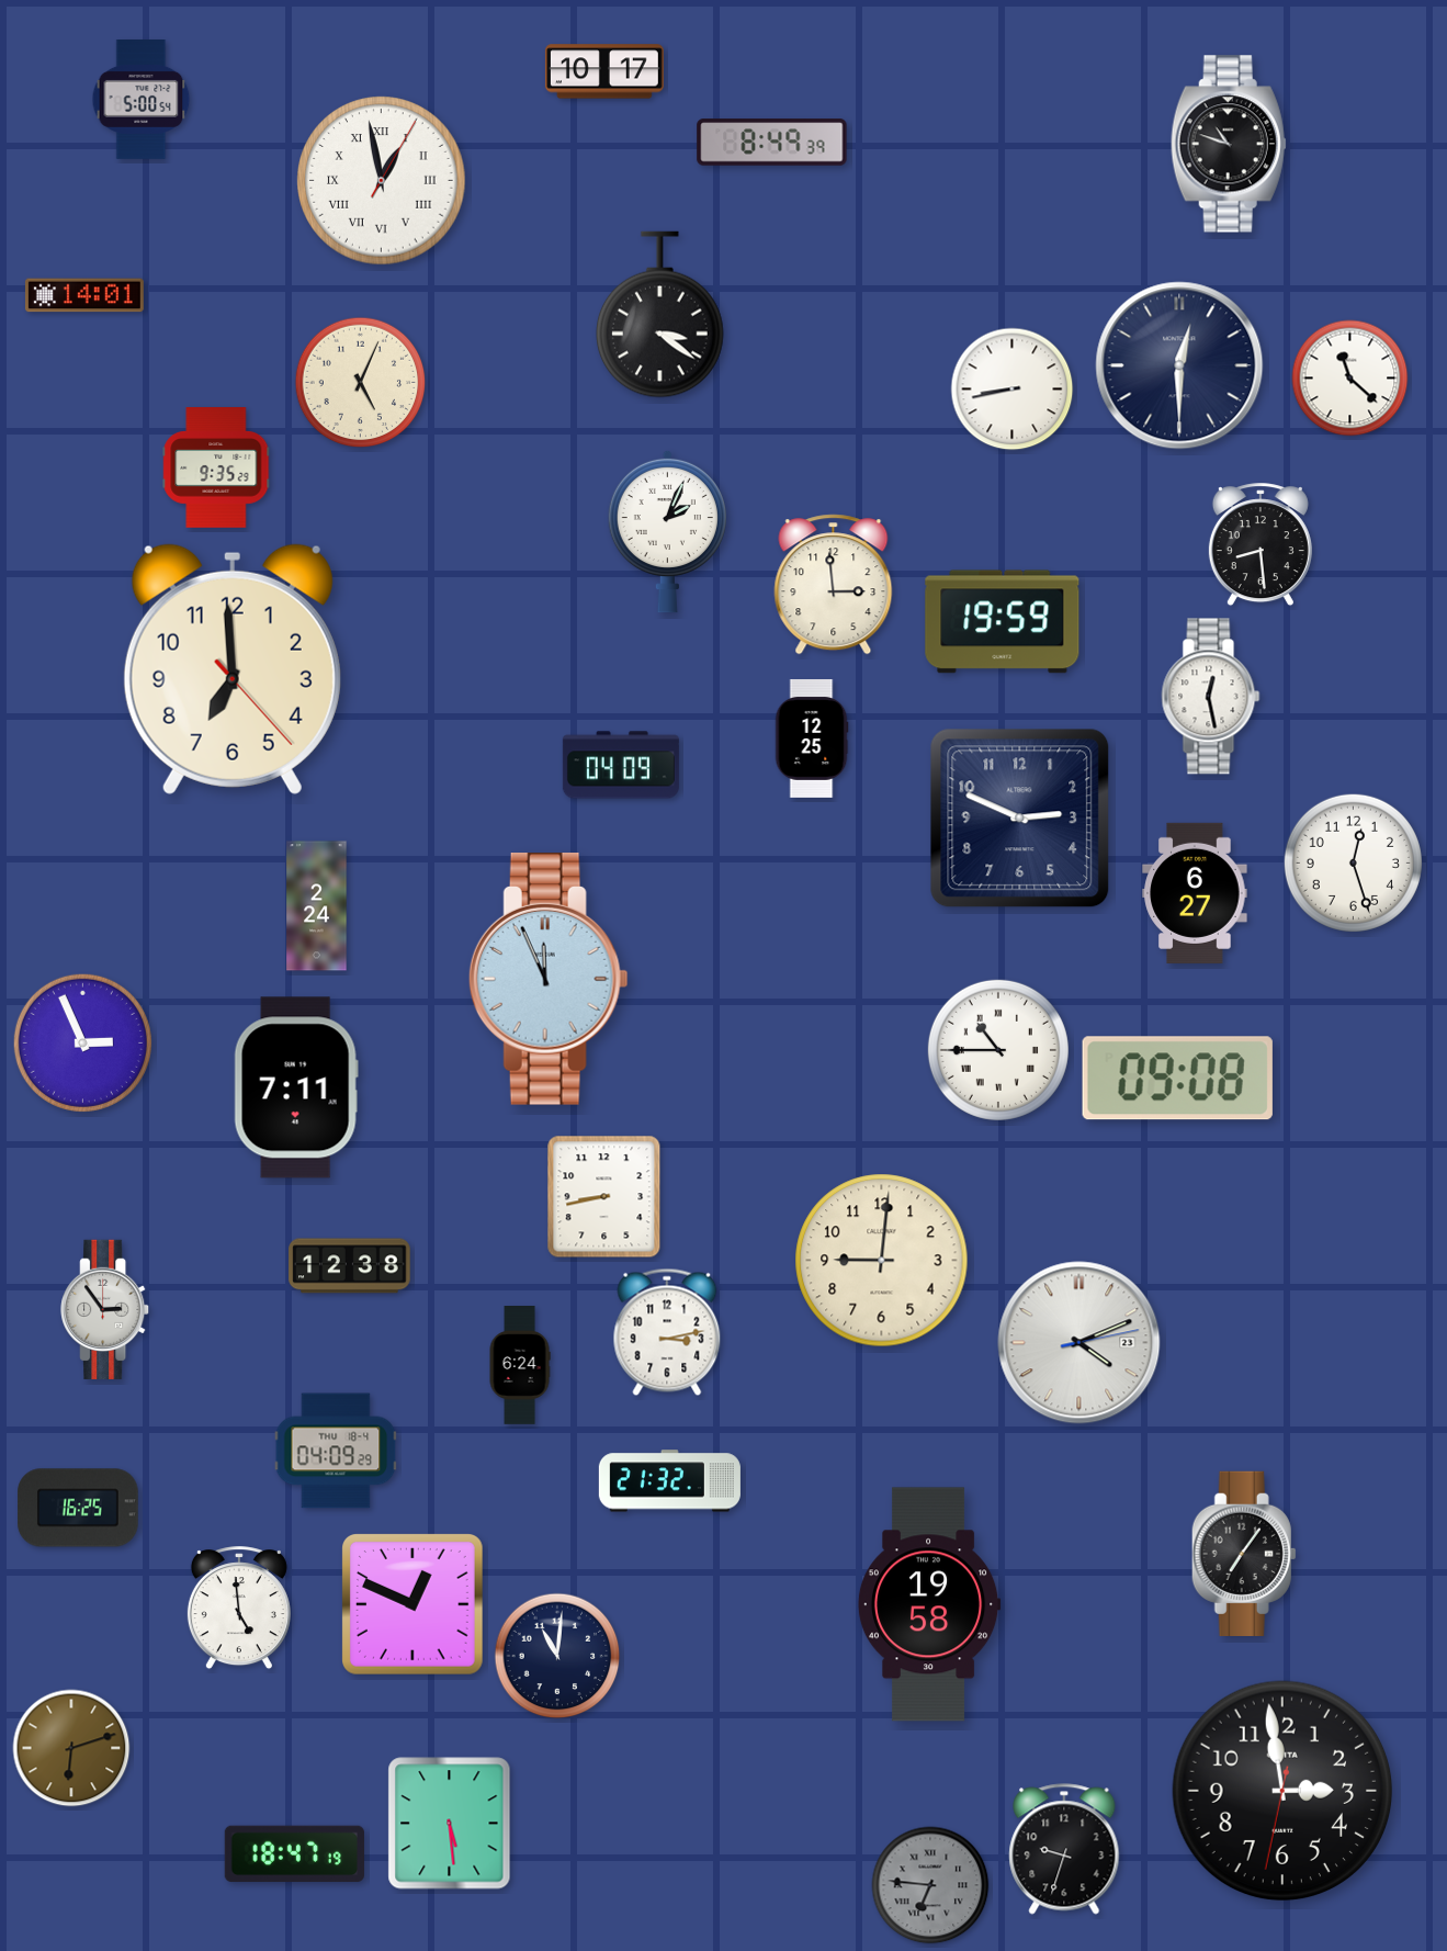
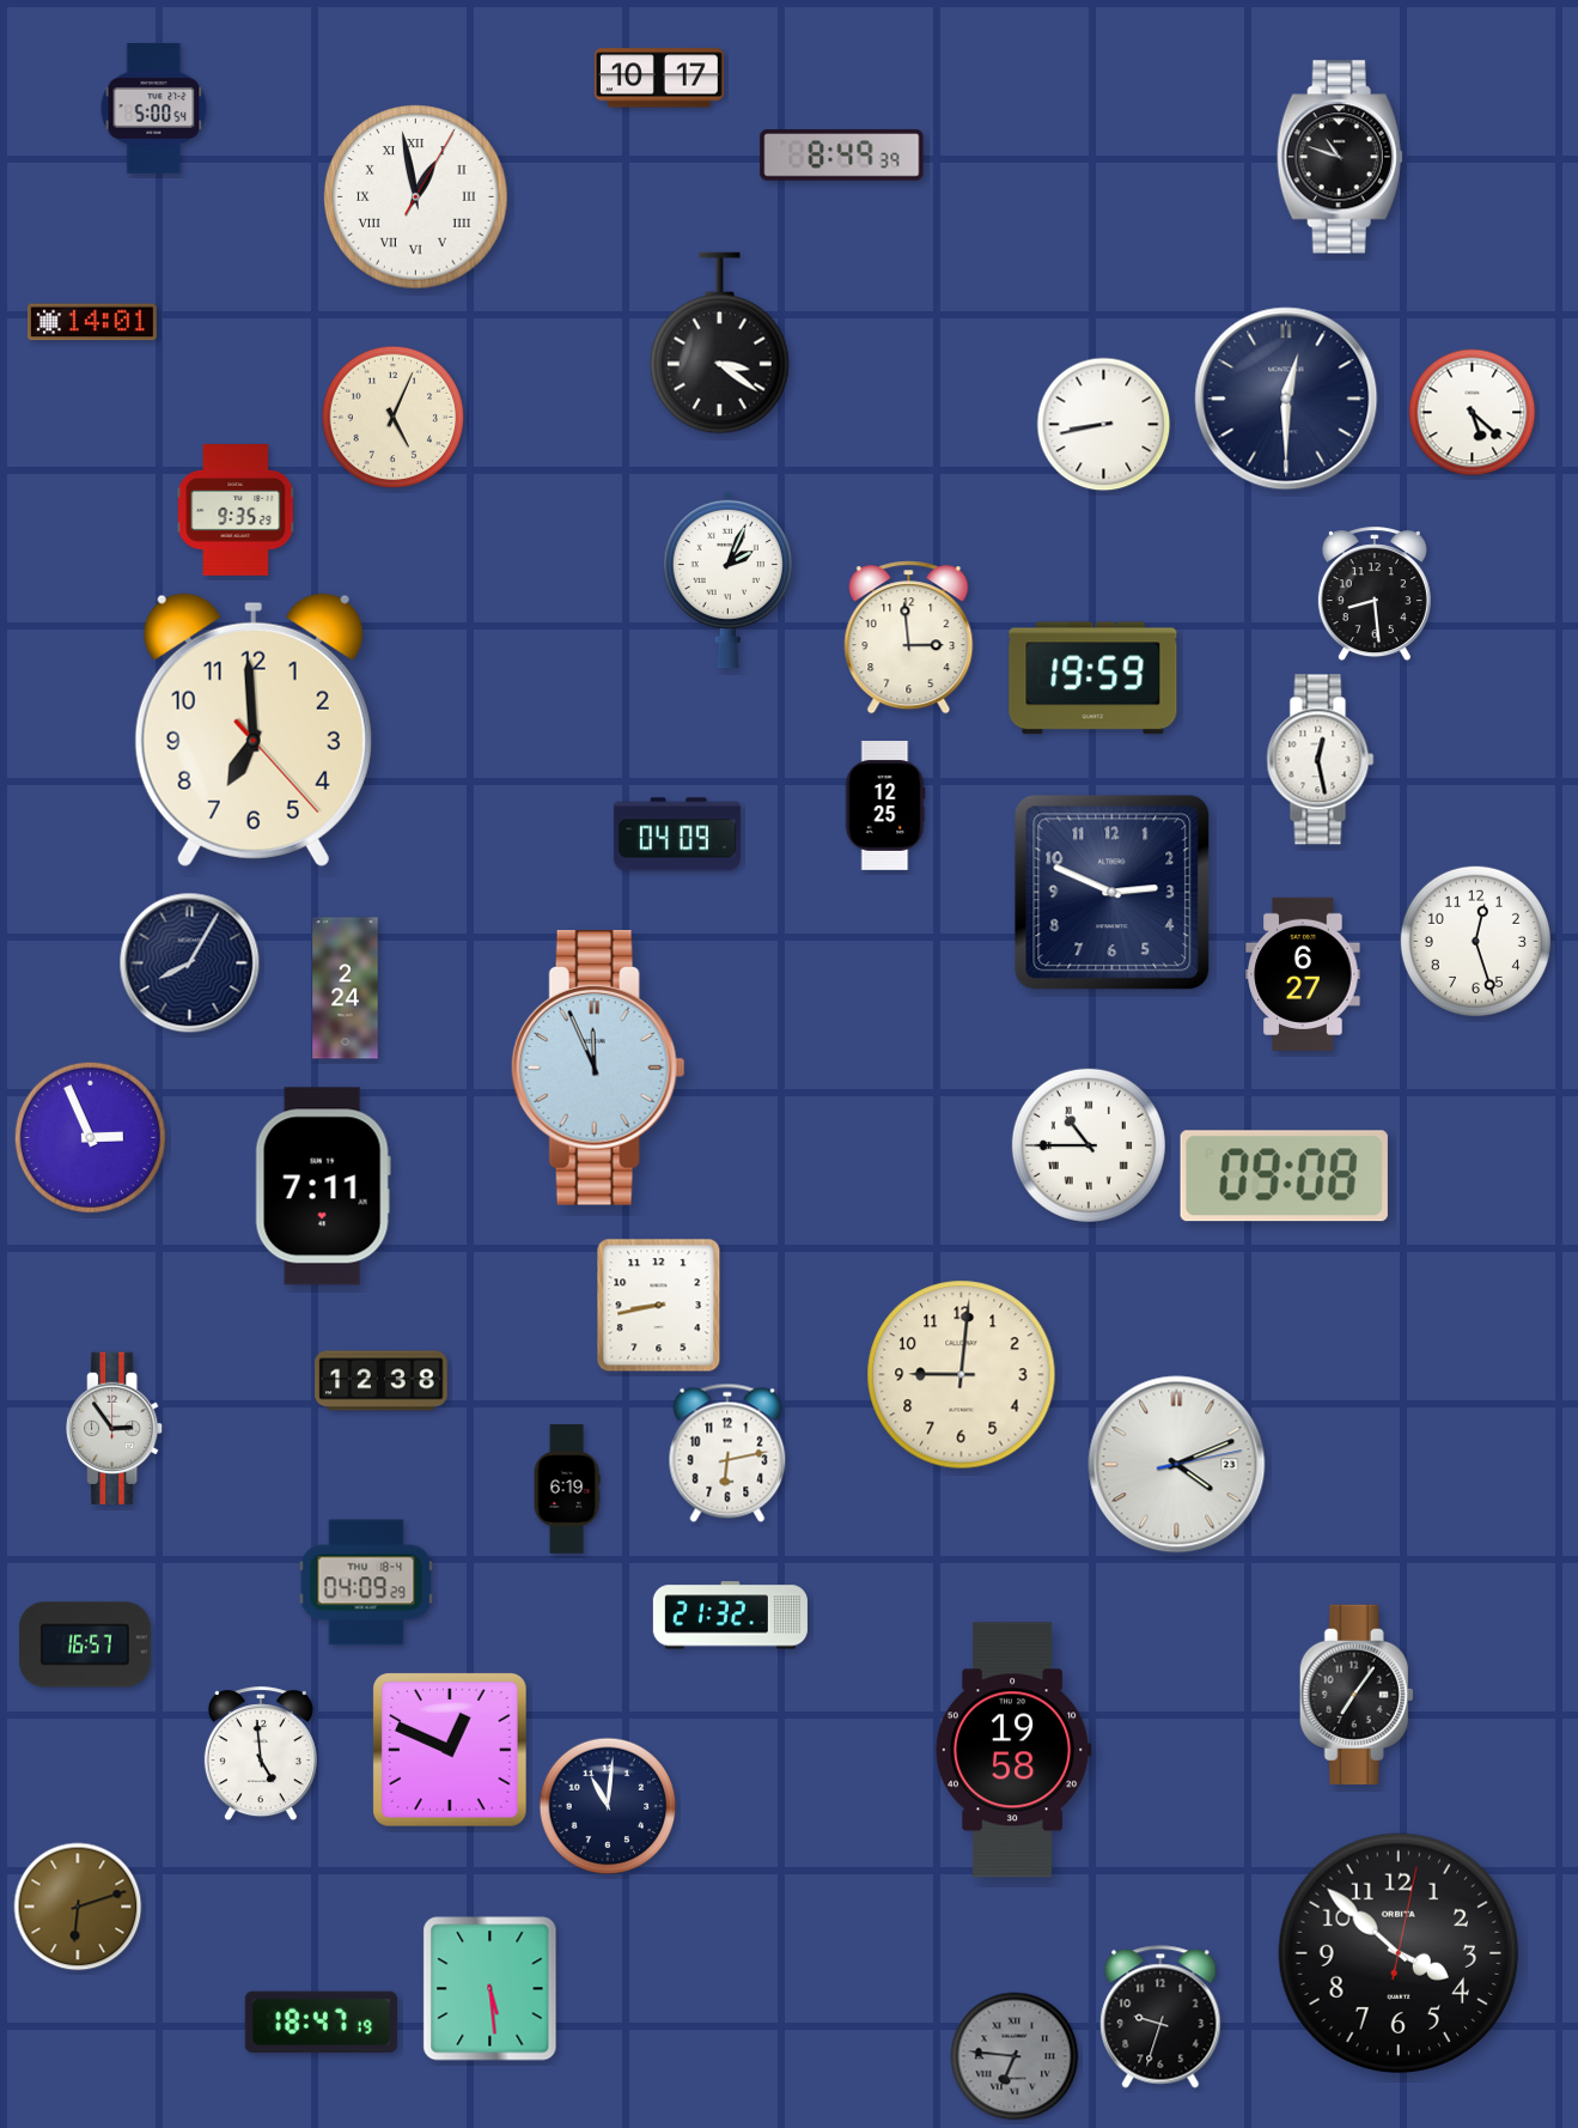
clock at (1350, 379): 11:22 -> 5:22
clock at (190, 963): none -> 8:05
clock at (667, 1332): 3:13 -> 6:13
clock at (520, 1366): 6:24 -> 6:19
clock at (78, 1508): 16:25 -> 16:57
clock at (1282, 1791): 2:58 -> 3:52
